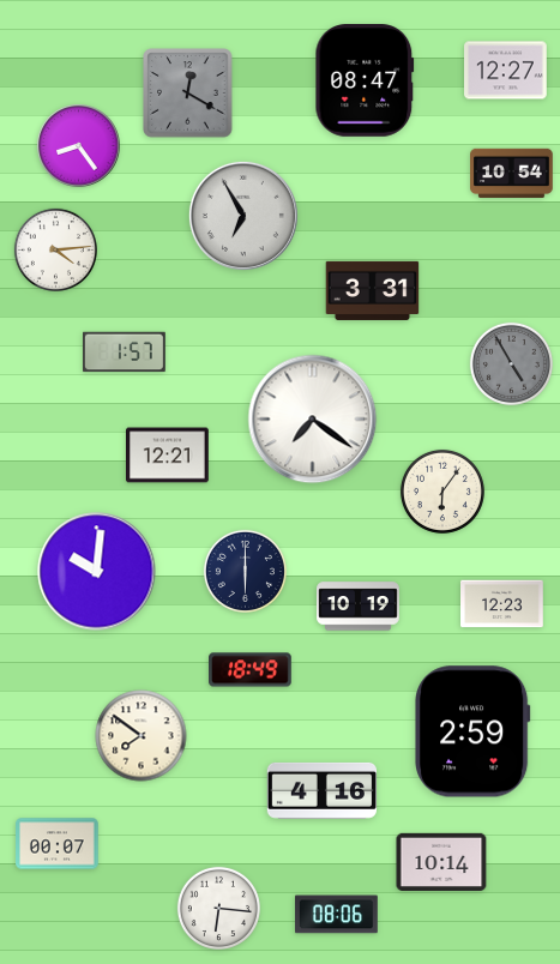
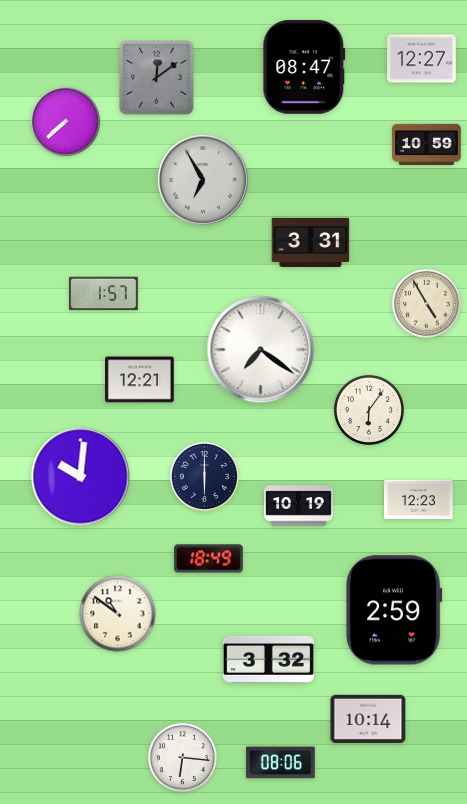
clock at (188, 94): 12:20 -> 12:09
clock at (79, 146): 8:24 -> 7:38
clock at (512, 173): 10:54 -> 10:59
clock at (55, 249): 4:14 -> none
clock at (511, 363) dial: grey -> cream
clock at (502, 604) position: (502, 604) -> (419, 500)
clock at (141, 736): 7:51 -> 10:51
clock at (321, 790): 4:16 -> 3:32
clock at (58, 844): 00:07 -> none
